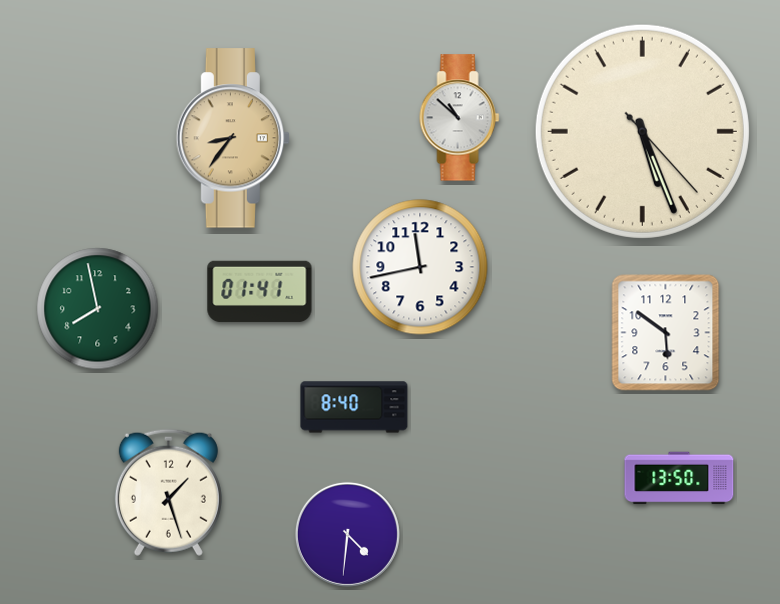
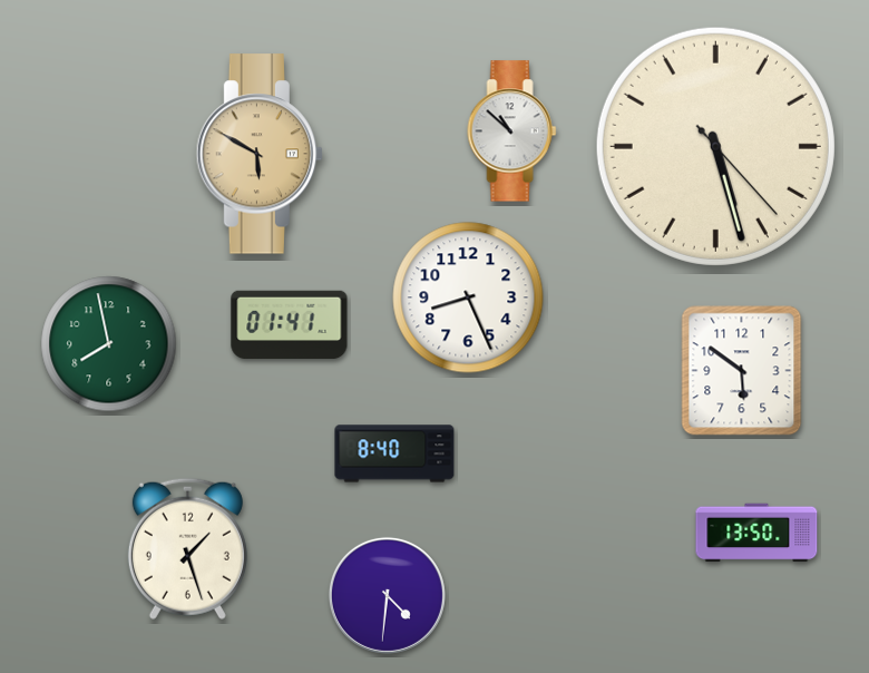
clock at (642, 131): 5:26 -> 5:27
clock at (233, 138): 8:36 -> 5:50
clock at (420, 267): 11:43 -> 8:26
